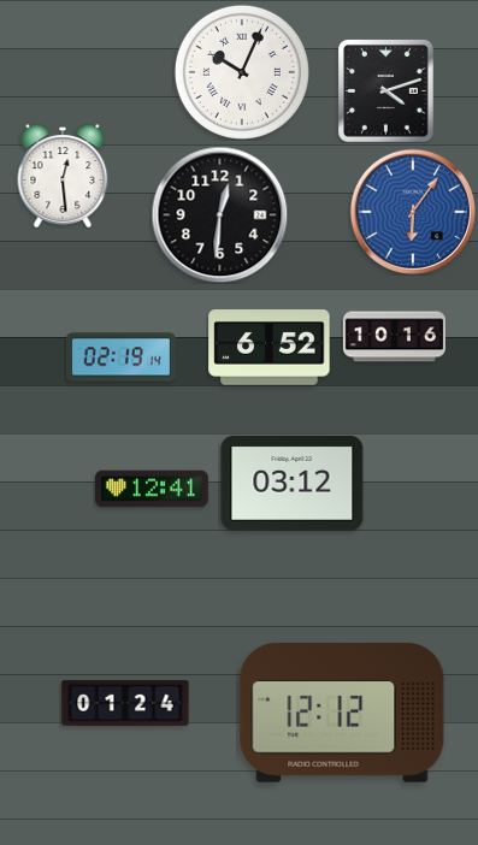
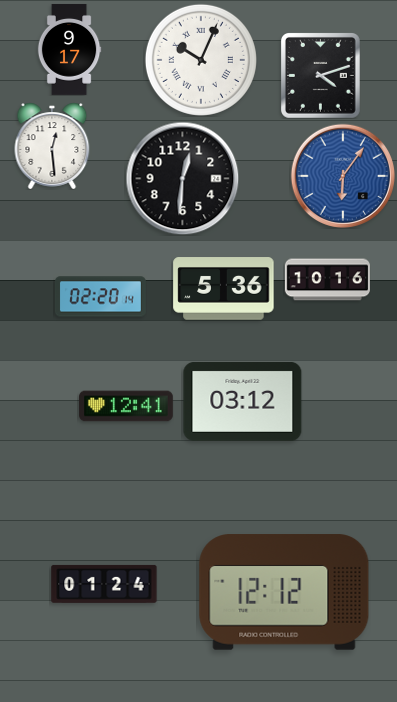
clock at (69, 49): none -> 9:17
clock at (270, 348): 6:52 -> 5:36
clock at (120, 357): 02:19 -> 02:20
